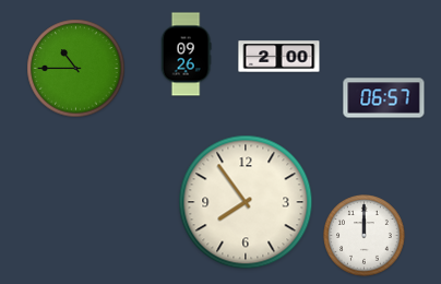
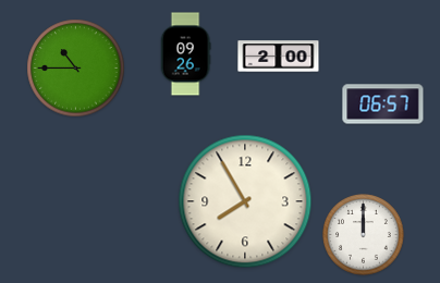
clock at (384, 98) position: (384, 98) -> (383, 104)
clock at (246, 202): 7:54 -> 7:55
